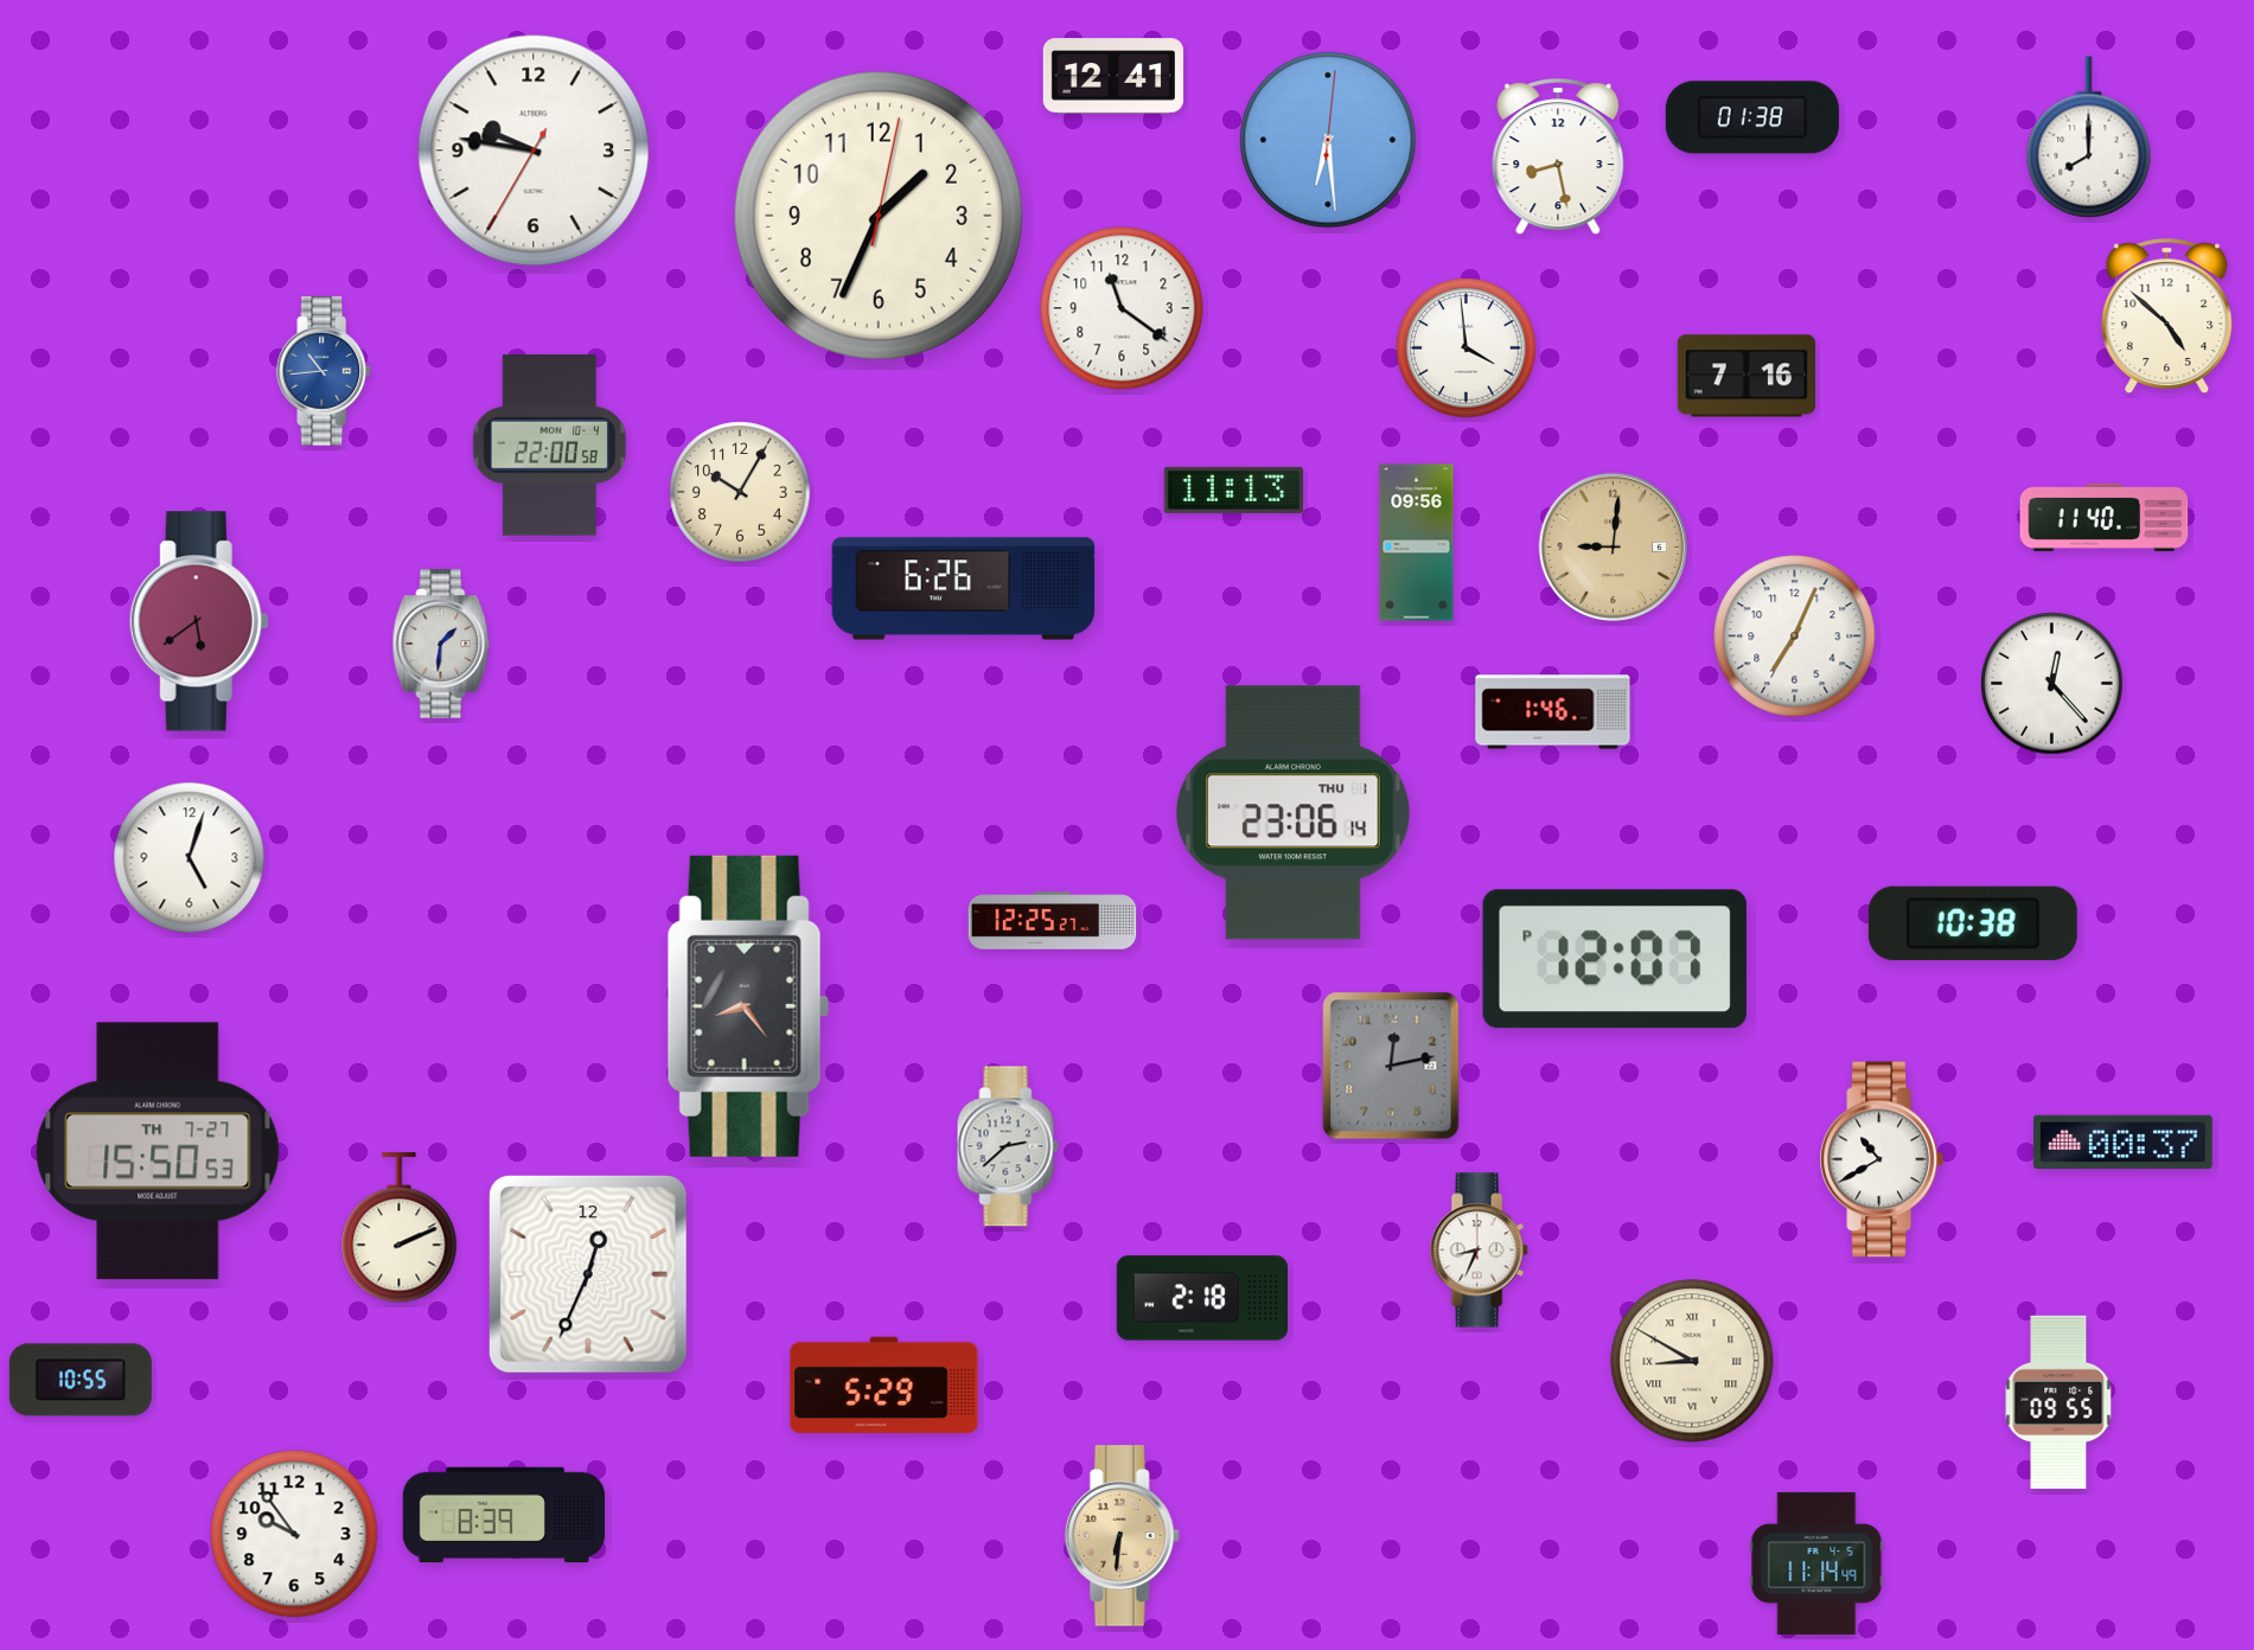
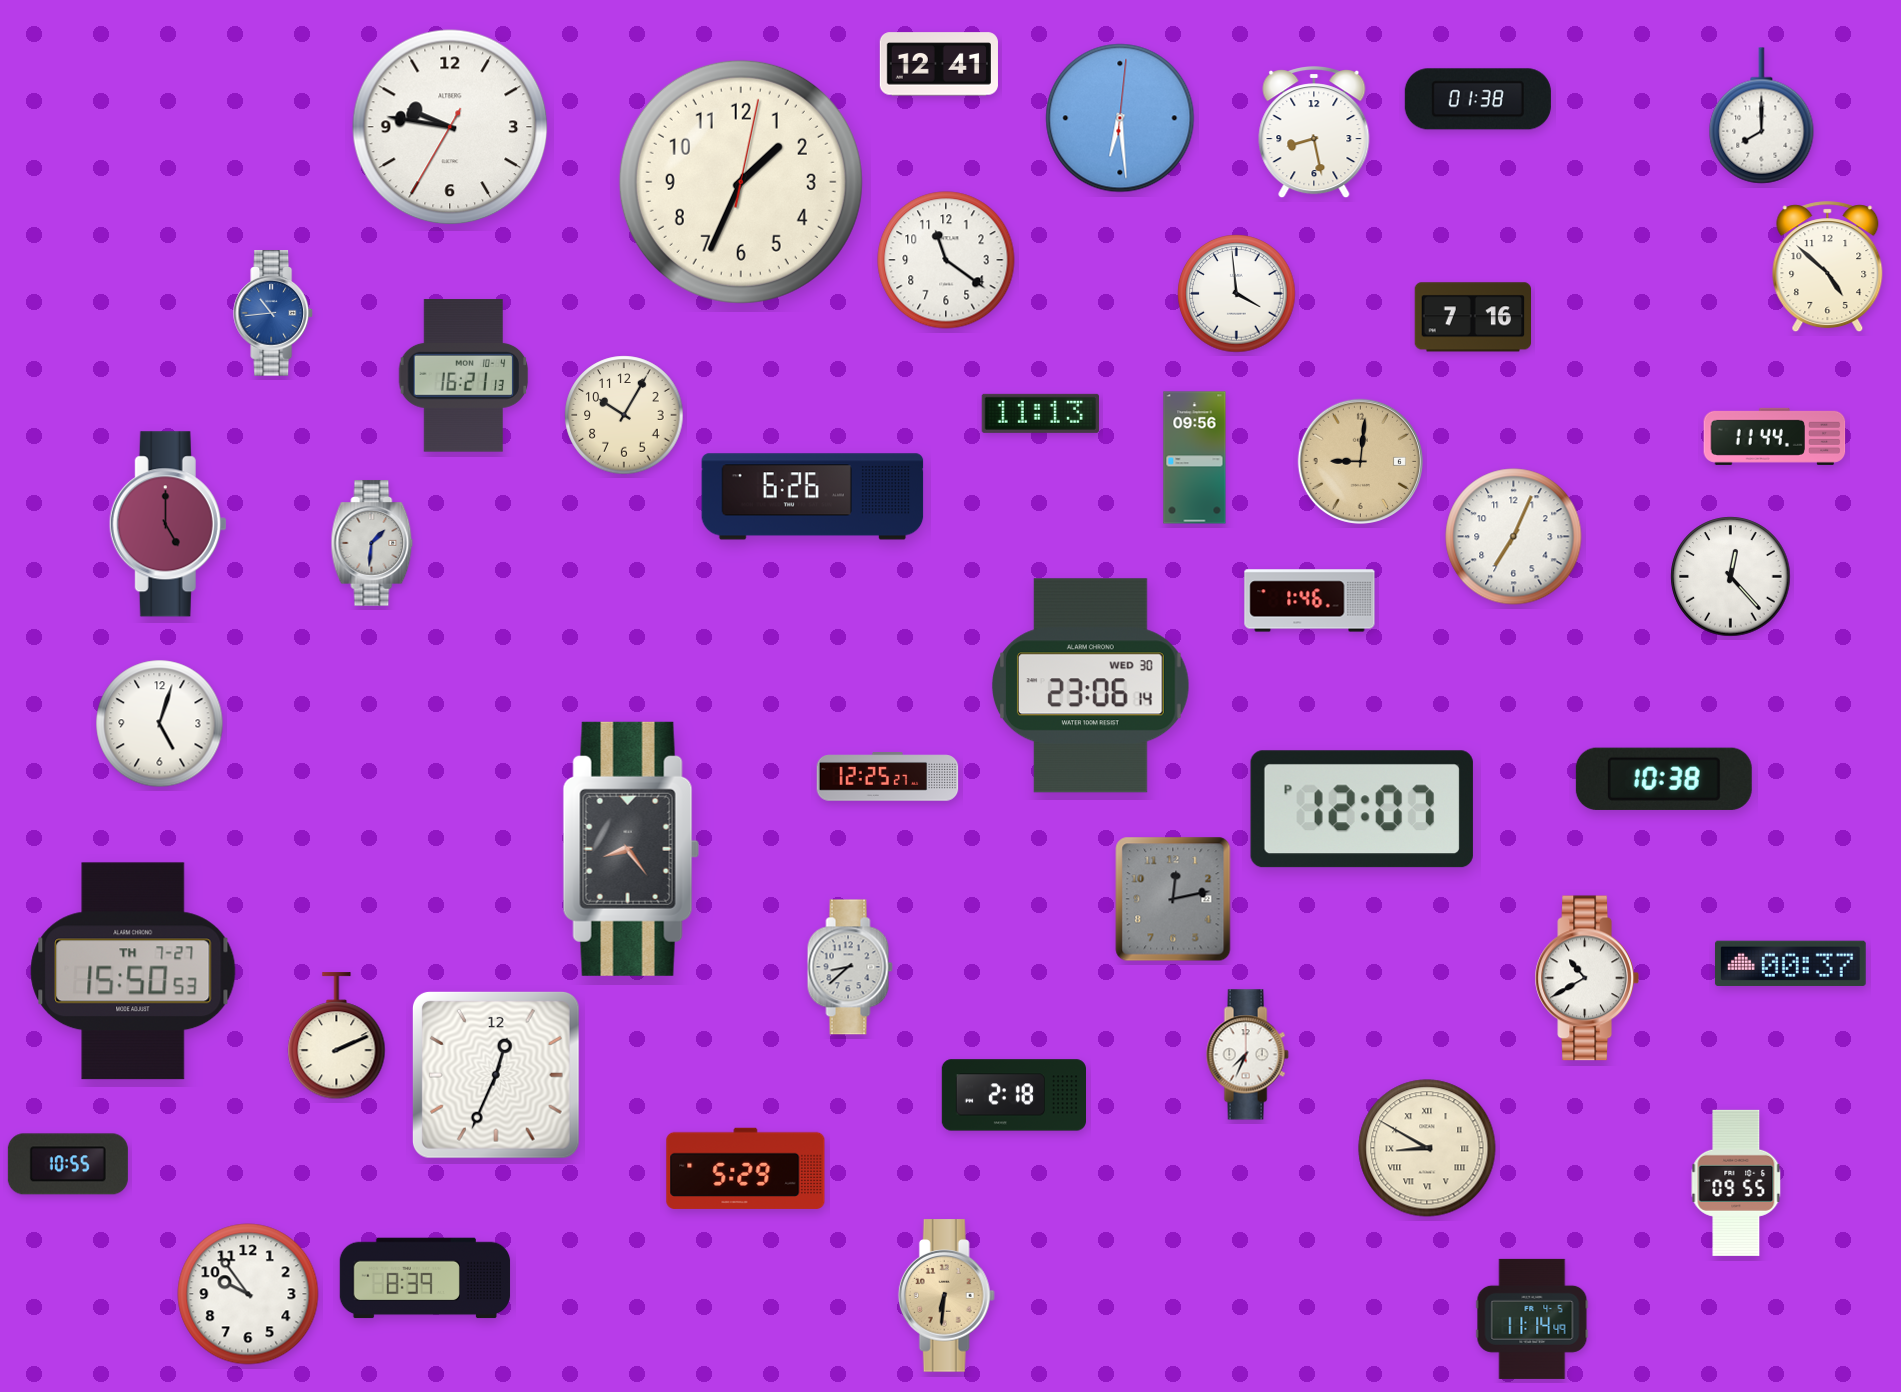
clock at (550, 446): 22:00 -> 16:21
clock at (2105, 517): 11:40 -> 11:44
clock at (199, 621): 5:39 -> 5:00
clock at (1294, 813) date: THU 1 -> WED 30
clock at (1008, 1146): 2:38 -> 8:38
clock at (1479, 1251): 8:34 -> 7:34
